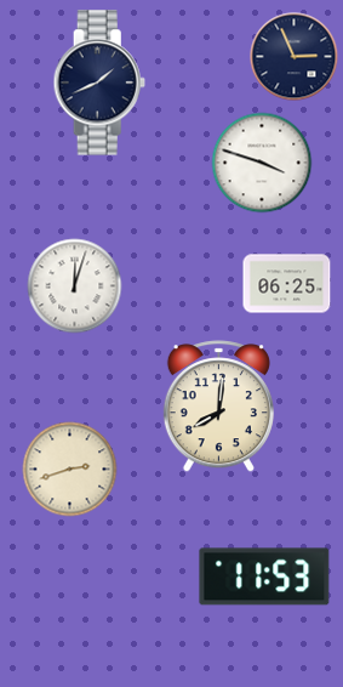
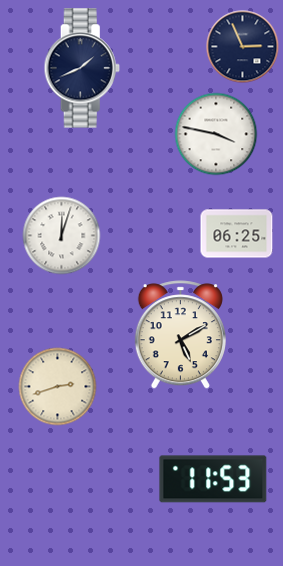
clock at (262, 163): 3:48 -> 3:47
clock at (218, 407): 8:01 -> 5:10
clock at (264, 577) position: (264, 577) -> (213, 479)
